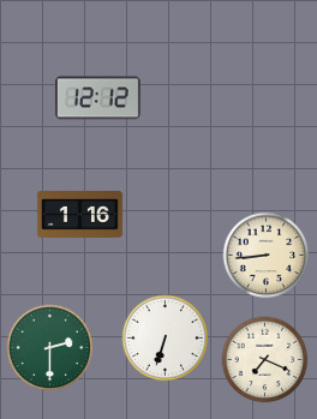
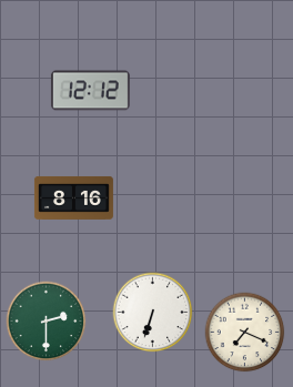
clock at (79, 214): 1:16 -> 8:16
clock at (267, 256): 8:44 -> none
